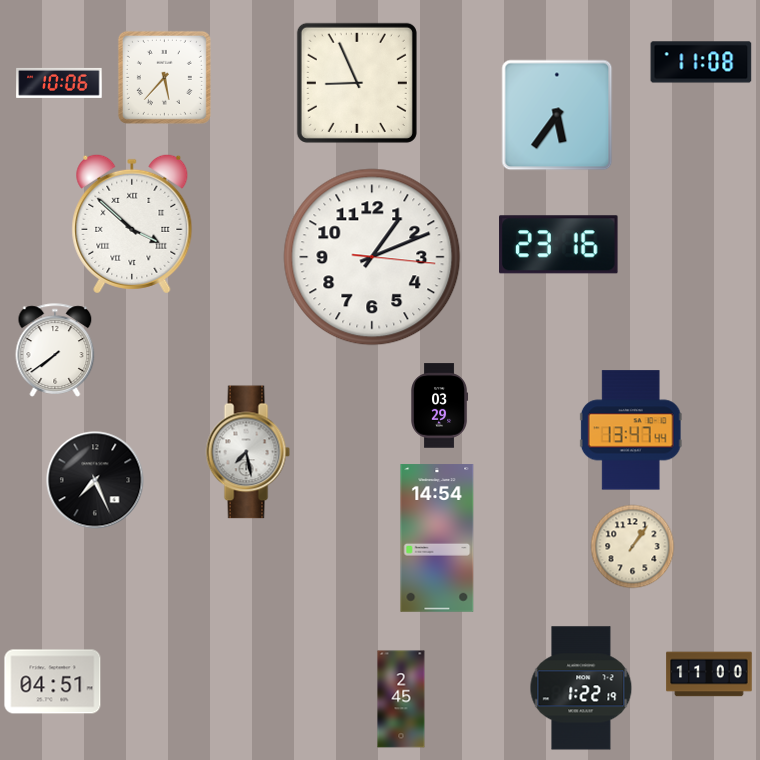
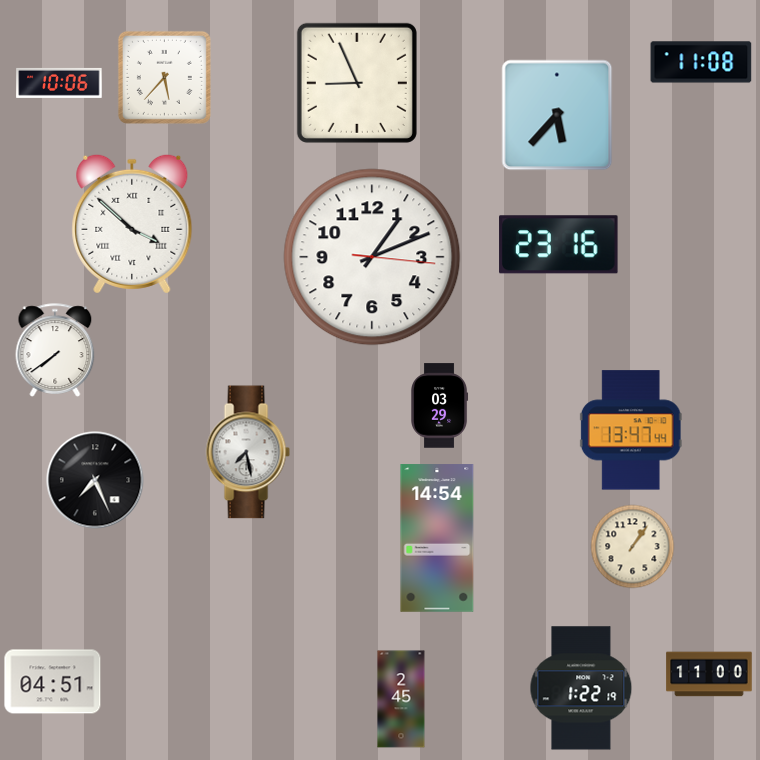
clock at (557, 115): 5:36 -> 5:37
